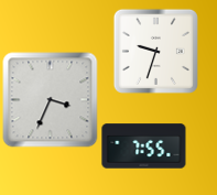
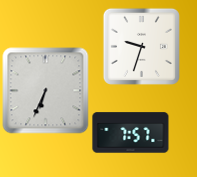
clock at (51, 100): 3:34 -> 6:34
clock at (144, 147): 7:55 -> 7:57
